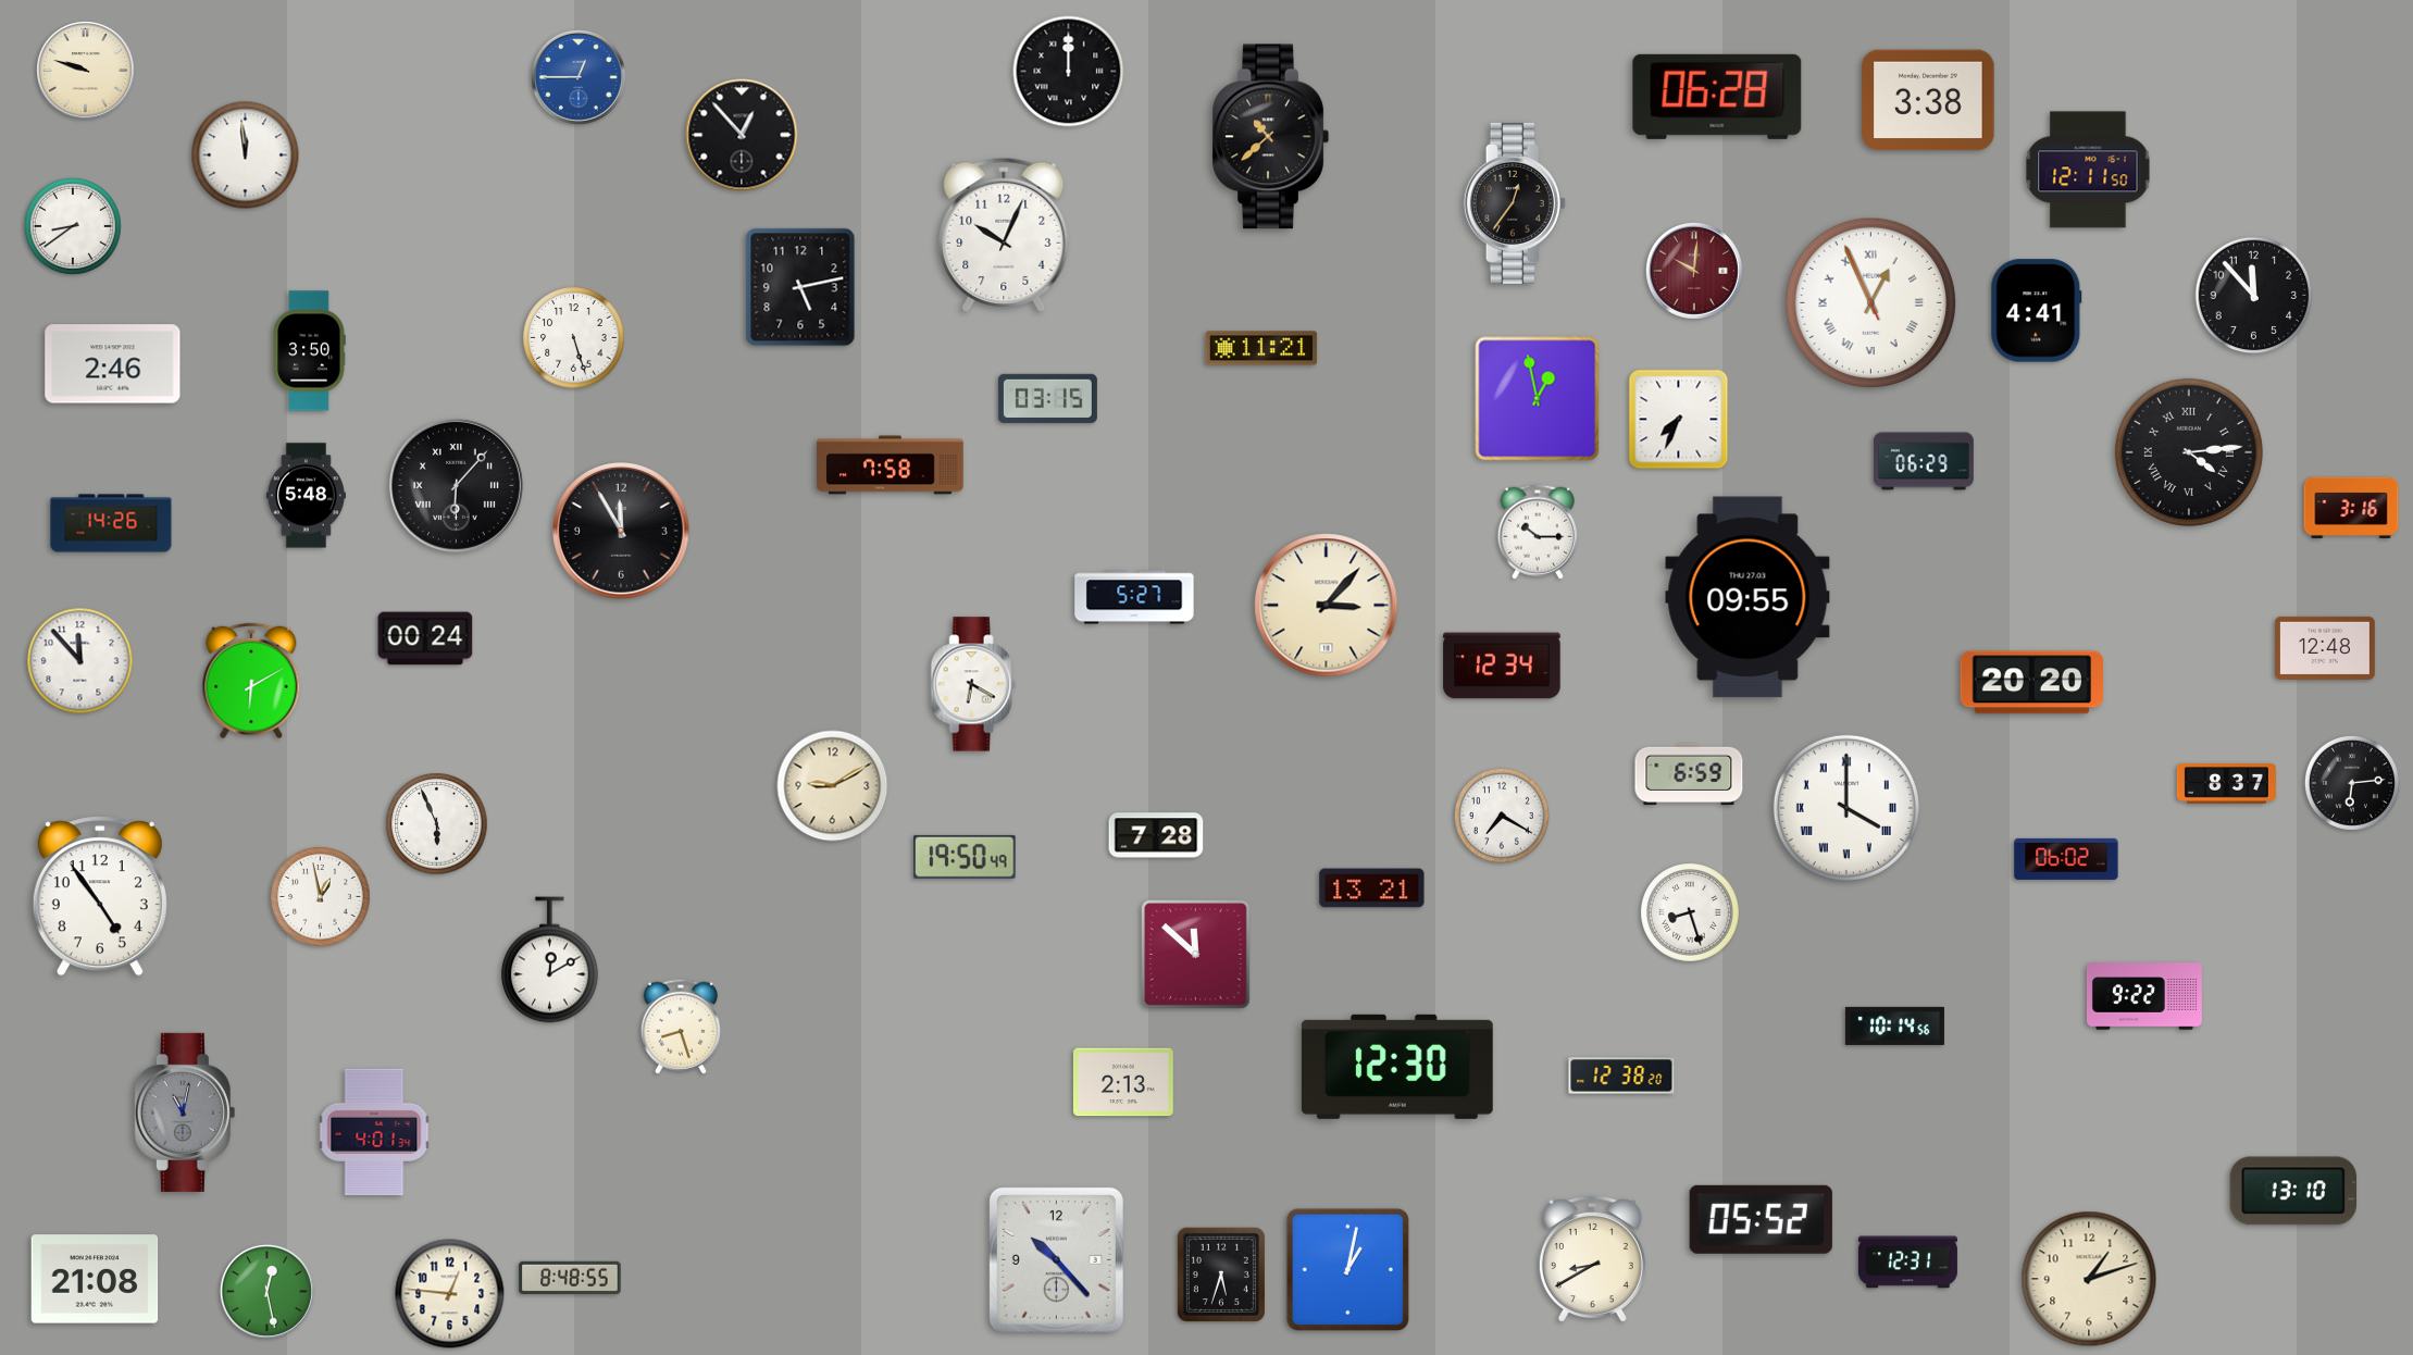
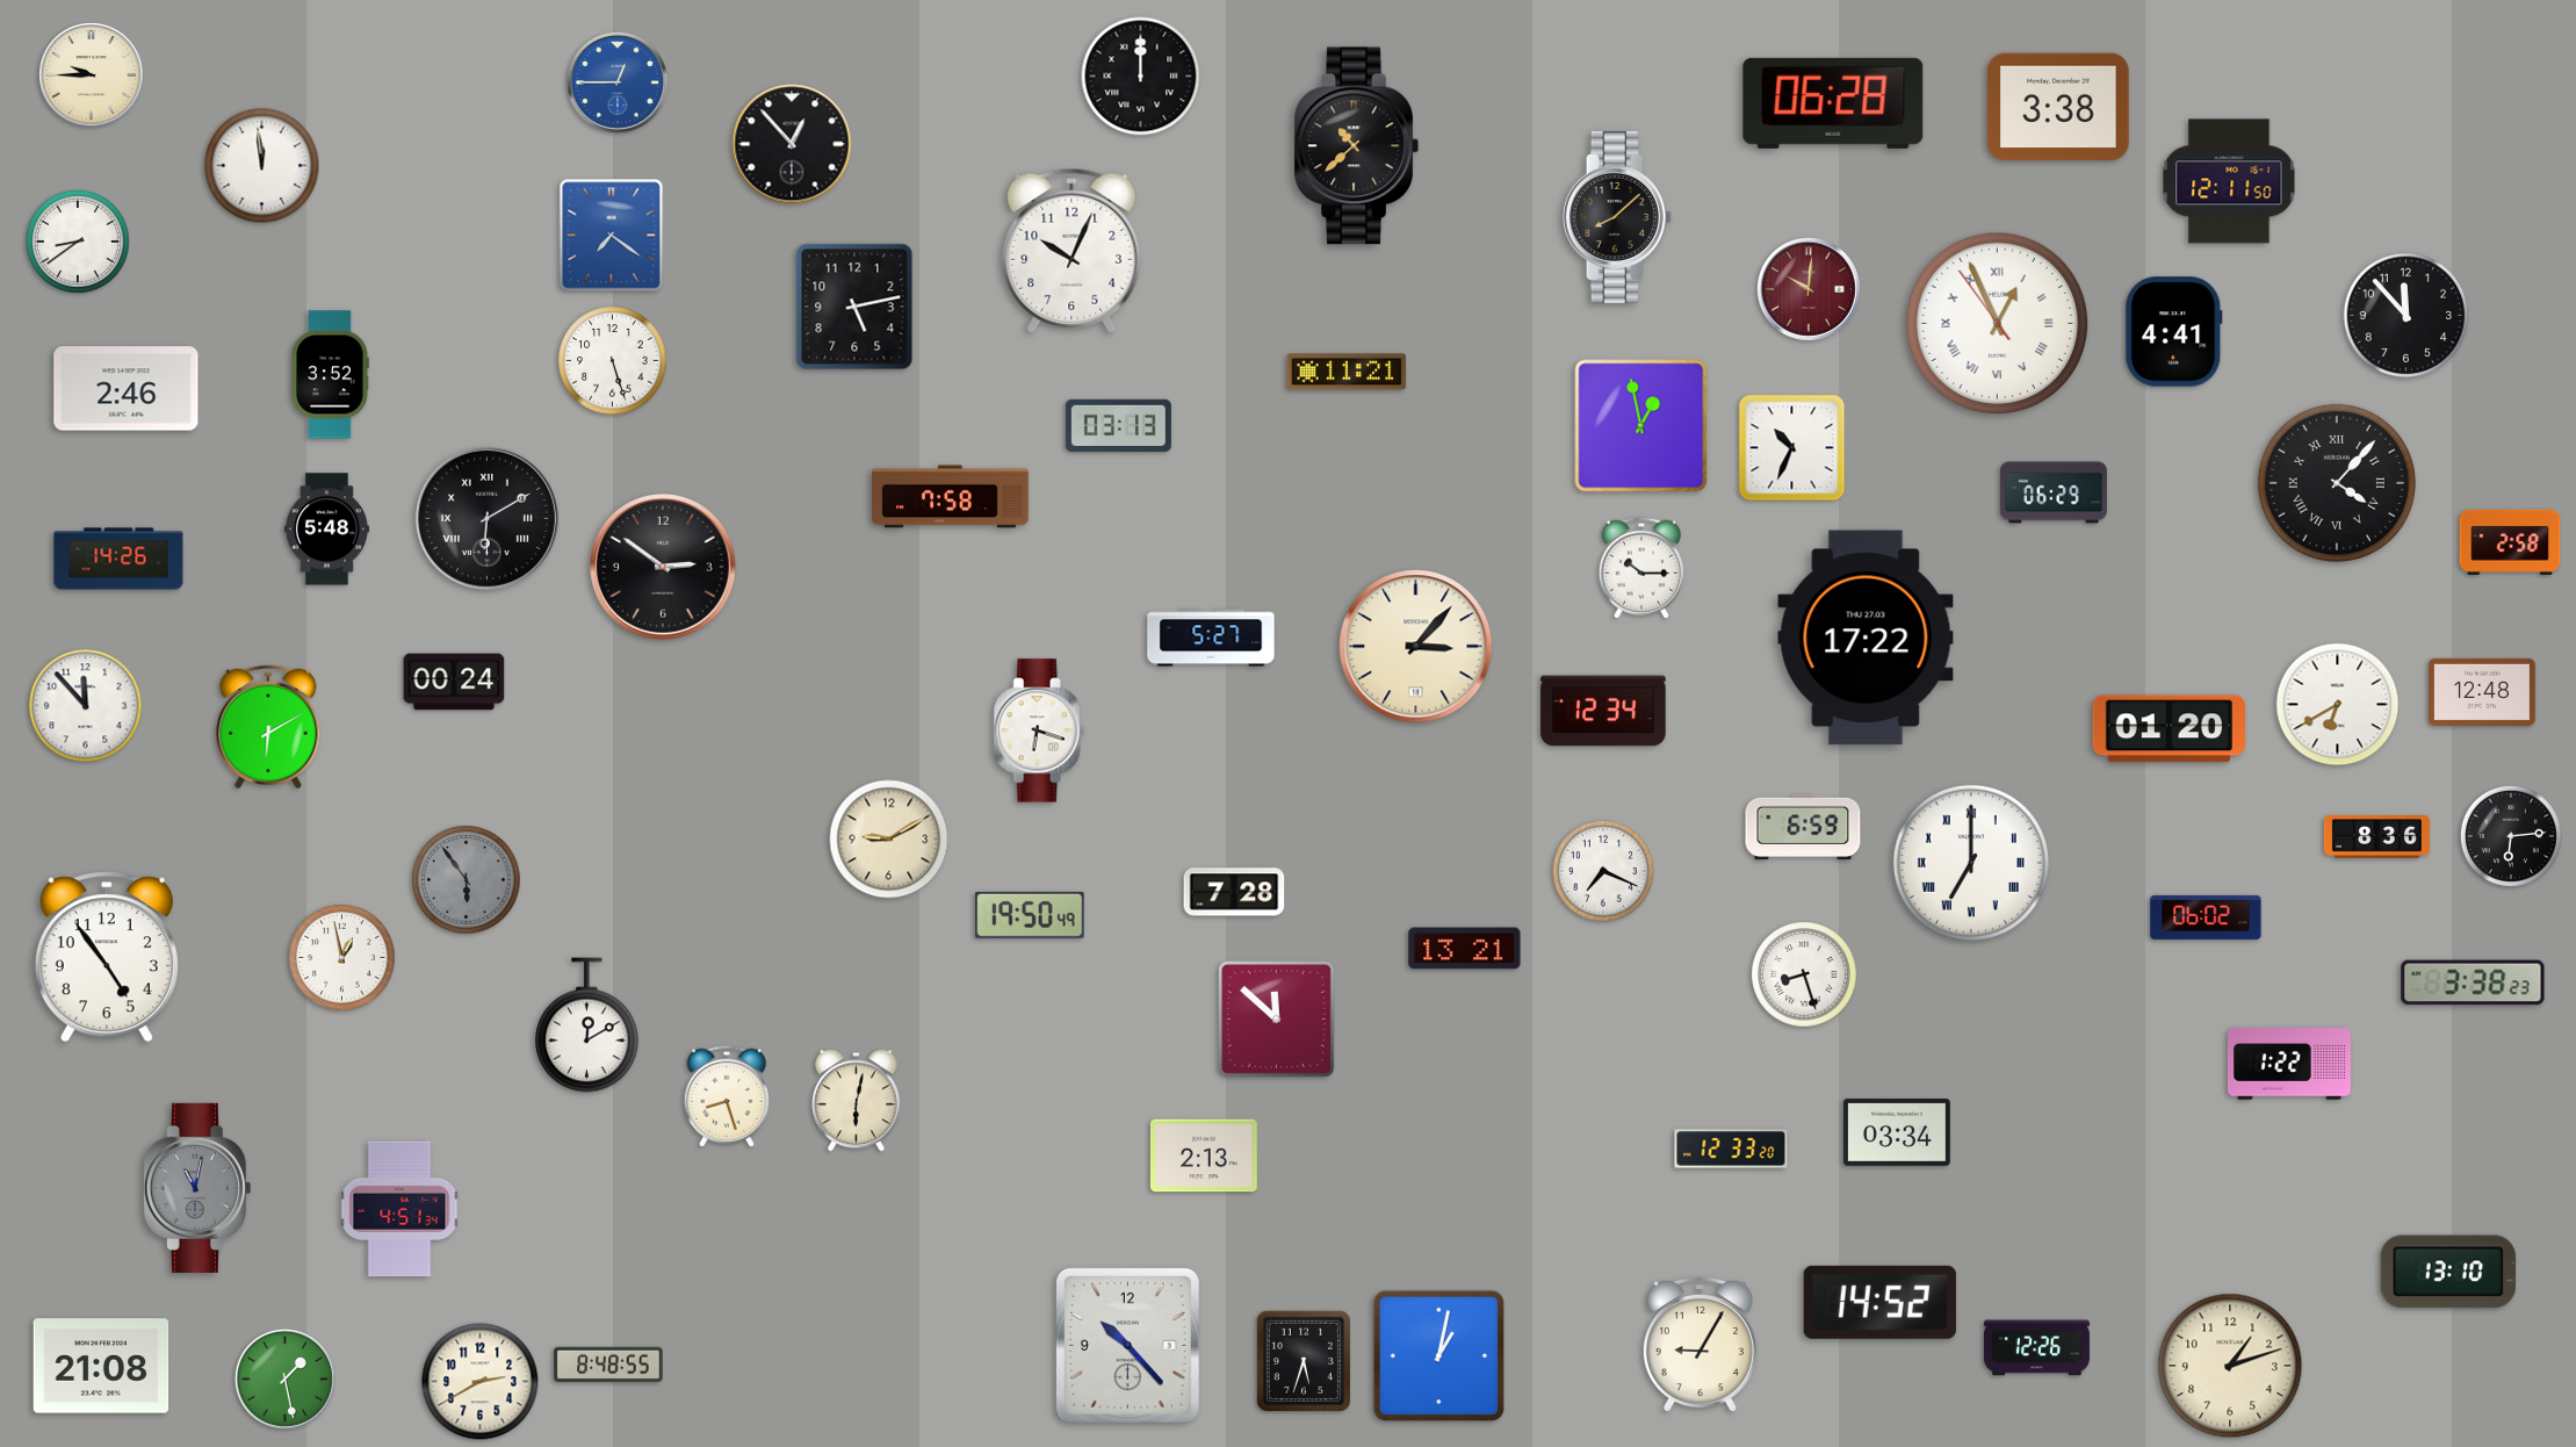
clock at (86, 71): 9:48 -> 9:45
clock at (1515, 203): 12:36 -> 8:08
clock at (612, 236): none -> 7:21
clock at (1871, 303): 12:55:56 -> 12:55:54
clock at (309, 351): 3:50 -> 3:52
clock at (113, 364) position: (113, 364) -> (127, 389)
clock at (1047, 398): 03:15 -> 03:13
clock at (1679, 420): 7:34 -> 10:34
clock at (2189, 452): 4:14 -> 4:07
clock at (456, 485): 6:07 -> 6:10
clock at (2351, 508): 3:16 -> 2:58
clock at (622, 532): 11:55 -> 2:51
clock at (1747, 597): 09:55 -> 17:22
clock at (2338, 705): none -> 6:40
clock at (2031, 683): 20:20 -> 01:20
clock at (973, 684): 6:20 -> 6:18
clock at (2226, 784): 8:37 -> 8:36
clock at (1846, 808): 4:00 -> 7:00
clock at (1502, 816): 7:20 -> 7:19
clock at (437, 824): 5:56 -> 5:54
clock at (437, 824) dial: white -> grey
clock at (2473, 982): none -> 3:38
clock at (2145, 996): 9:22 -> 1:22
clock at (1894, 1025): 10:14 -> none
clock at (857, 1101): none -> 6:02
clock at (1897, 1133): none -> 03:34
clock at (1397, 1067): 12:30 -> none
clock at (1621, 1076): 12:38 -> 12:33
clock at (1123, 1082) position: (1123, 1082) -> (1204, 1156)
clock at (374, 1132): 4:01 -> 4:51
clock at (1761, 1219): 05:52 -> 14:52
clock at (1592, 1259): 8:40 -> 9:05
clock at (1907, 1263): 12:31 -> 12:26
clock at (266, 1291): 12:28 -> 1:28
clock at (450, 1294): 12:46 -> 2:40
